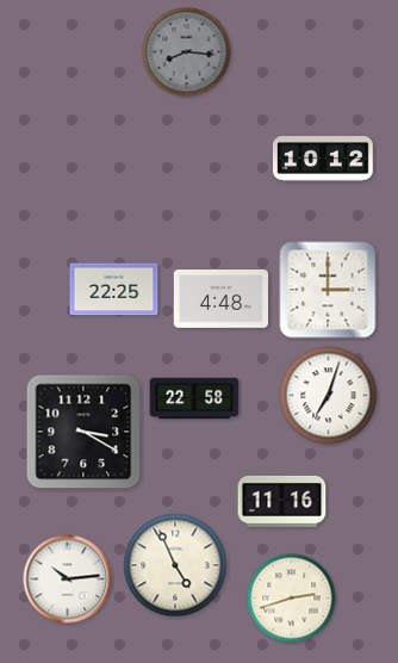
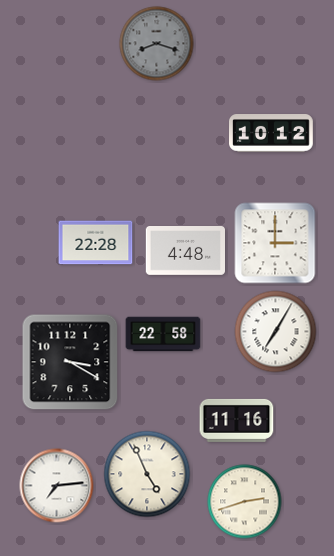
clock at (187, 52): 8:16 -> 8:18
clock at (114, 290): 22:25 -> 22:28
clock at (329, 396): 7:03 -> 7:05
clock at (68, 580): 10:14 -> 7:14
